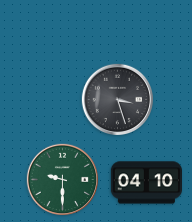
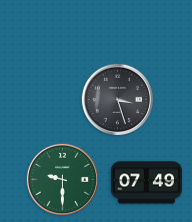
clock at (146, 183): 04:10 -> 07:49
